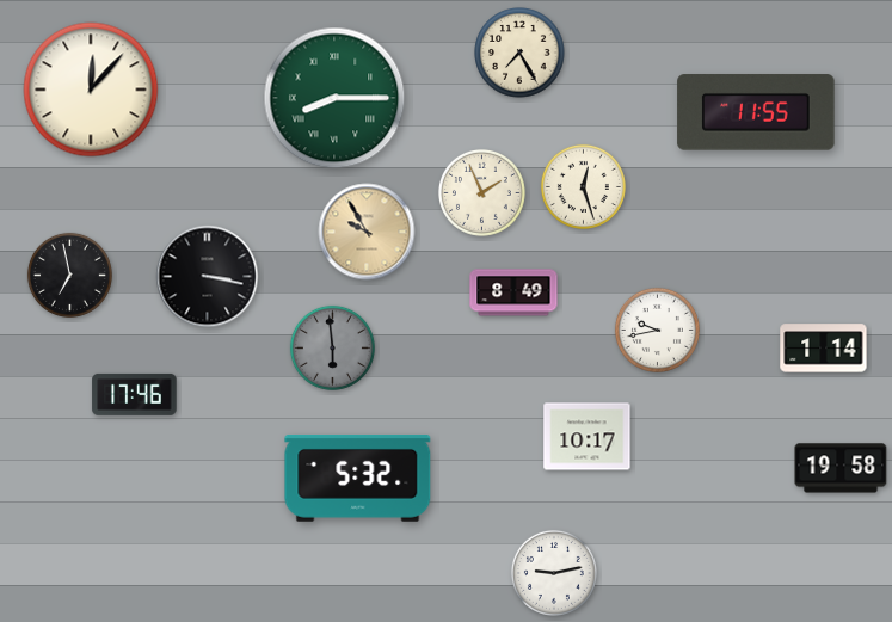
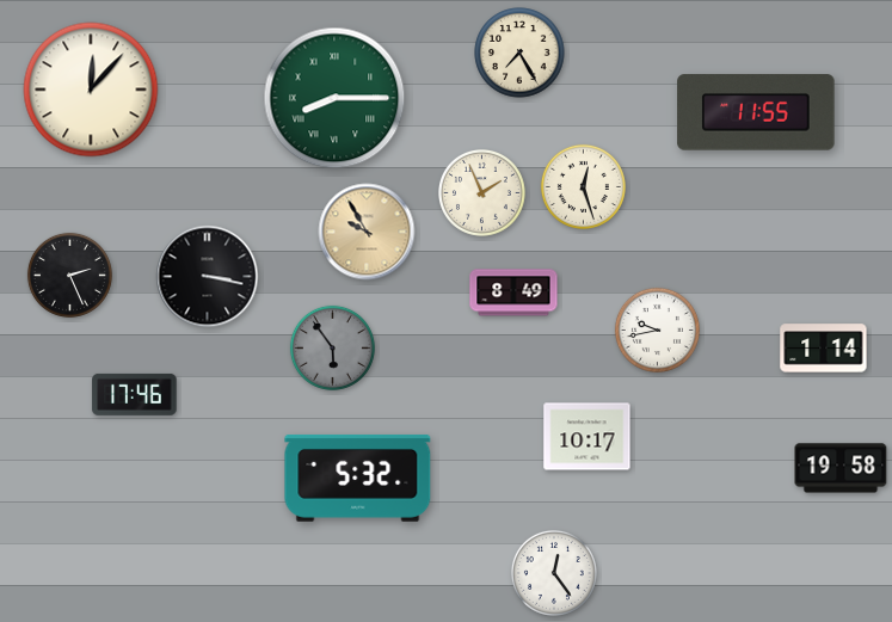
clock at (69, 275): 6:58 -> 2:26
clock at (332, 347): 5:59 -> 5:54
clock at (554, 573): 9:13 -> 12:24
